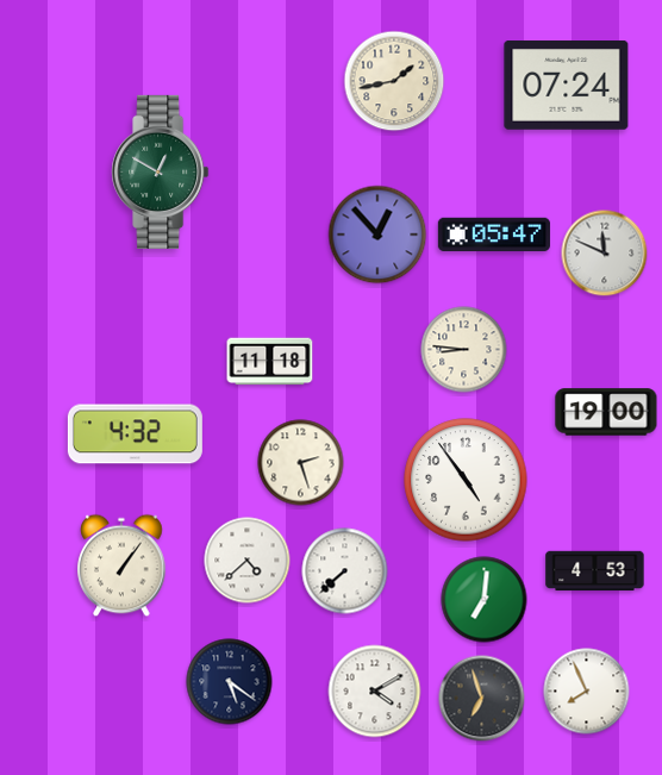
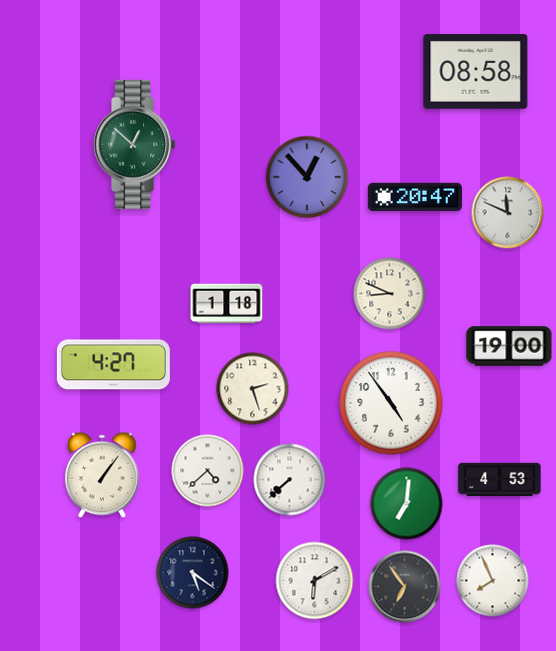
clock at (394, 81): 1:43 -> none
clock at (567, 86): 07:24 -> 08:58
clock at (161, 171): 12:50 -> 12:52
clock at (377, 235) position: (377, 235) -> (307, 177)
clock at (494, 235): 05:47 -> 20:47
clock at (464, 350): 8:46 -> 8:49
clock at (270, 362): 11:18 -> 1:18
clock at (135, 435): 4:32 -> 4:27
clock at (375, 692): 4:10 -> 6:10
clock at (482, 699): 6:57 -> 6:54
